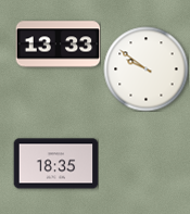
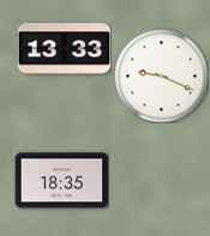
clock at (145, 68): 9:51 -> 9:19
